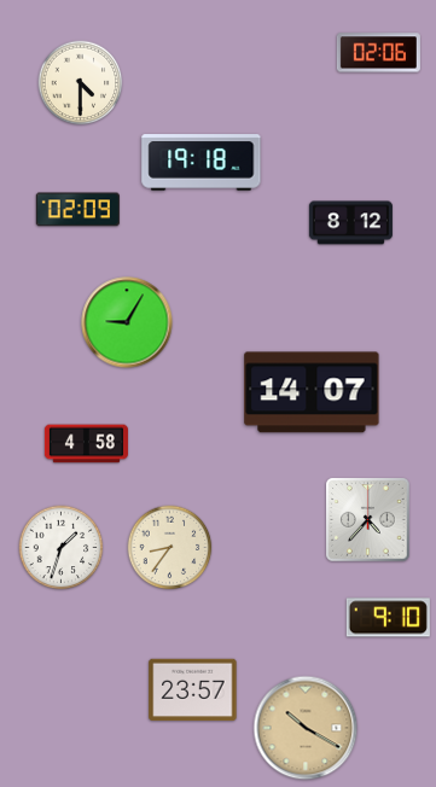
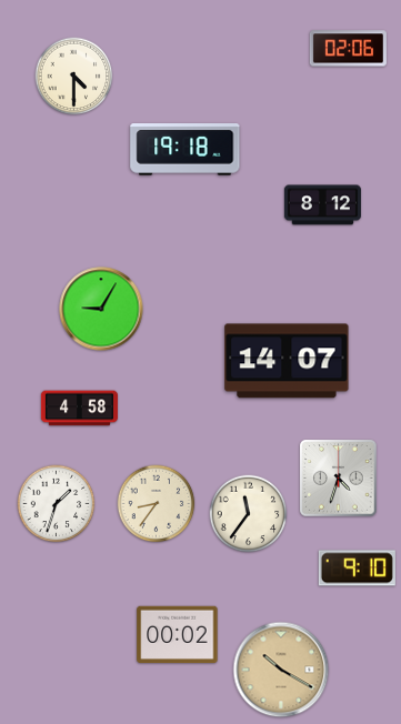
clock at (77, 210): 02:09 -> none
clock at (127, 322) position: (127, 322) -> (101, 309)
clock at (368, 520): 4:37 -> 4:33
clock at (249, 514): none -> 11:36
clock at (193, 690): 23:57 -> 00:02
